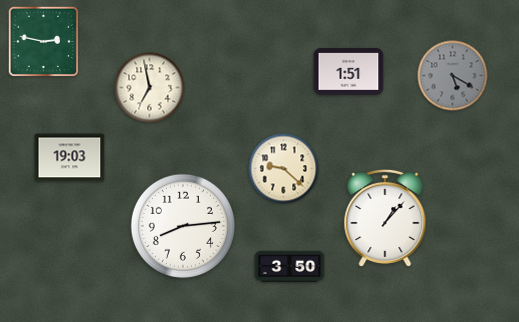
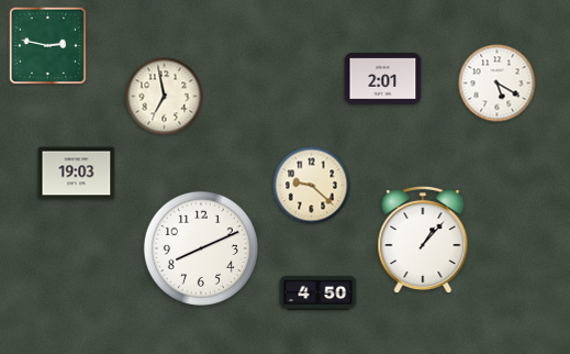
clock at (349, 72): 1:51 -> 2:01
clock at (453, 76) dial: grey -> white
clock at (183, 226): 8:14 -> 8:11
clock at (290, 267): 3:50 -> 4:50
